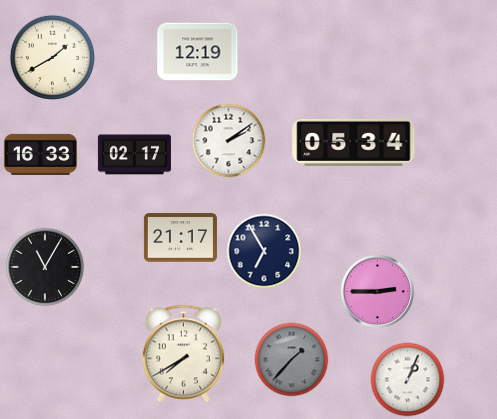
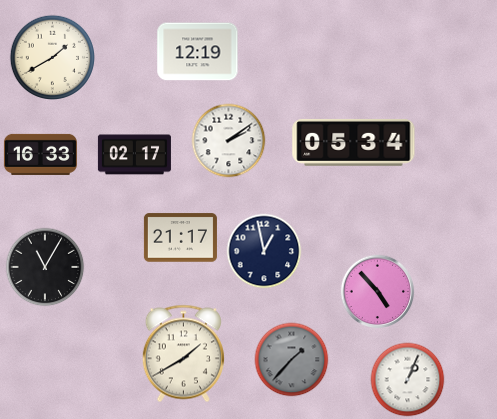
clock at (264, 251): 6:55 -> 12:58
clock at (378, 292): 2:45 -> 4:53
clock at (183, 354): 7:40 -> 1:40
